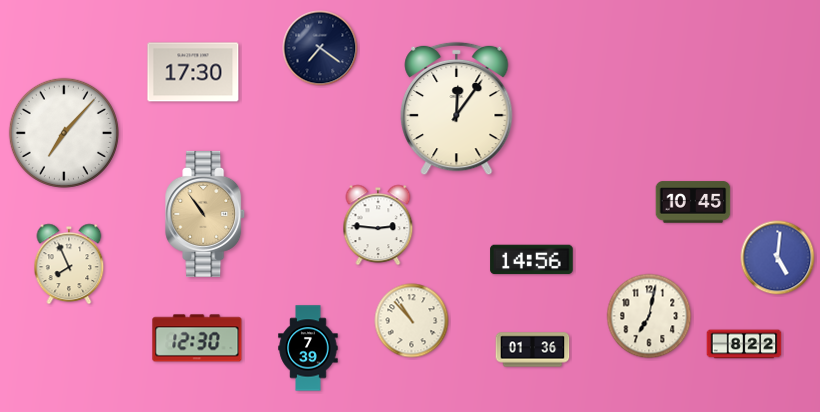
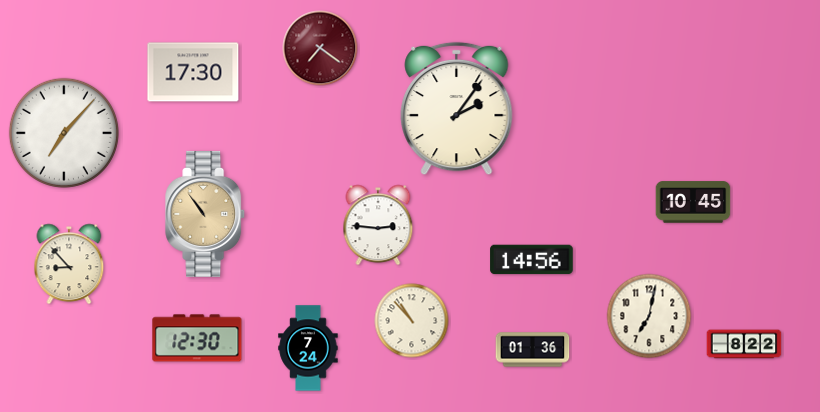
clock at (320, 48) dial: navy -> burgundy
clock at (457, 109): 12:06 -> 2:06
clock at (778, 258): 5:01 -> none
clock at (69, 264): 7:56 -> 8:53
clock at (308, 348): 7:39 -> 7:24
